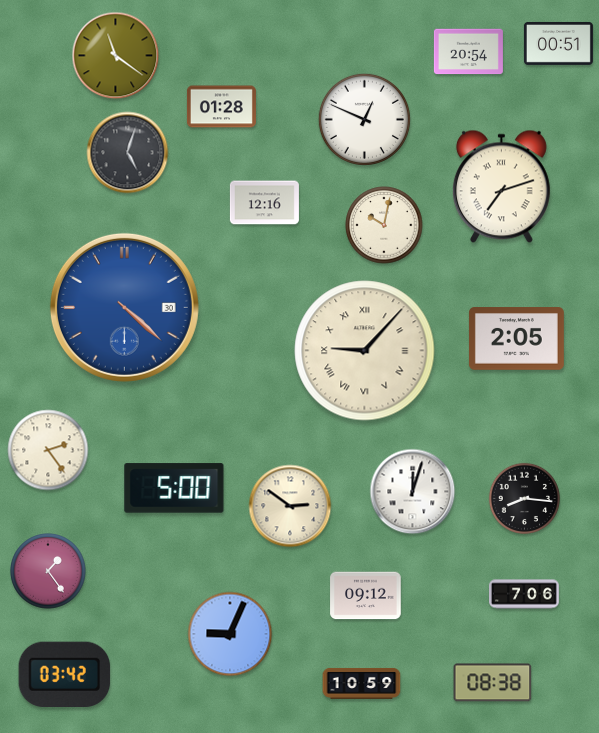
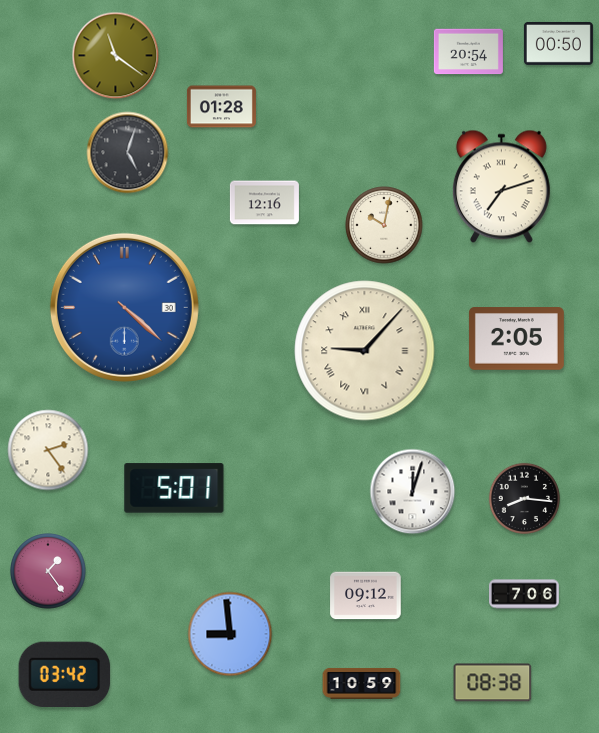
clock at (558, 43): 00:51 -> 00:50
clock at (364, 119): 12:49 -> none
clock at (174, 488): 5:00 -> 5:01
clock at (290, 506): 2:51 -> none
clock at (230, 634): 9:04 -> 8:59
